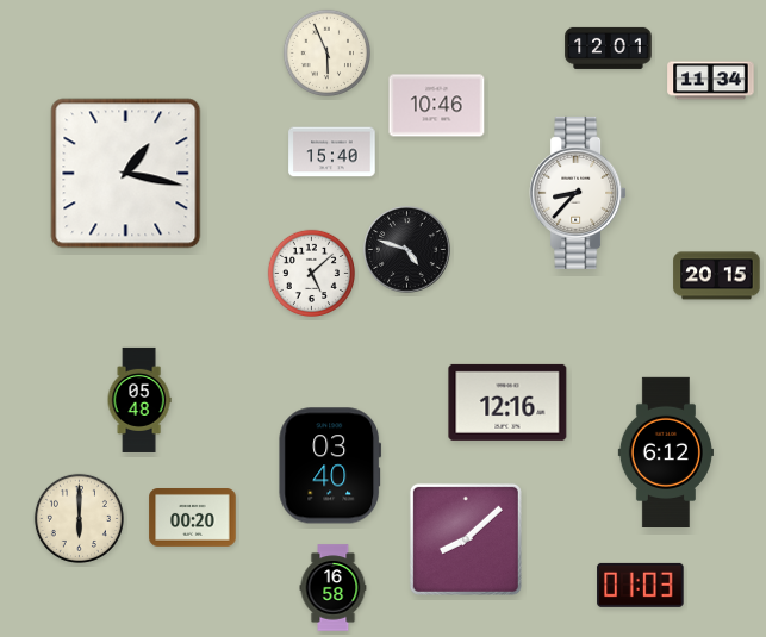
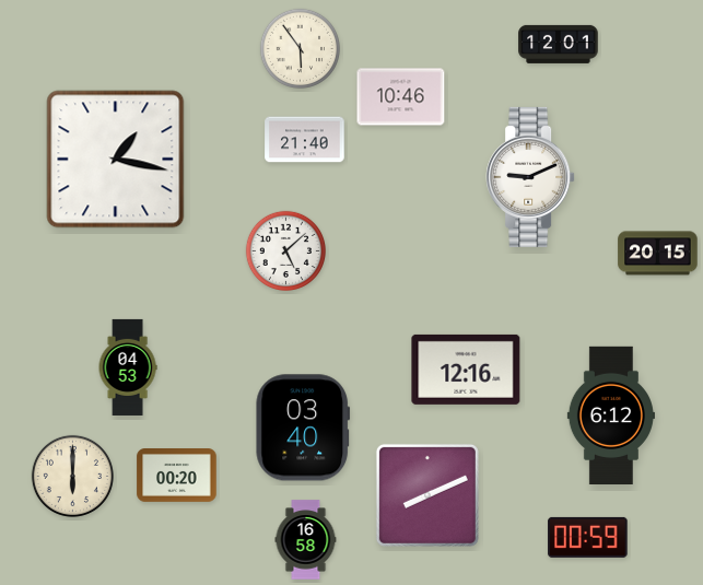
clock at (326, 52): 5:56 -> 5:54
clock at (711, 81): 11:34 -> none
clock at (332, 152): 15:40 -> 21:40
clock at (578, 193): 8:37 -> 9:11
clock at (407, 250): 4:48 -> none
clock at (139, 400): 05:48 -> 04:53
clock at (466, 539): 8:08 -> 8:11
clock at (641, 585): 01:03 -> 00:59
